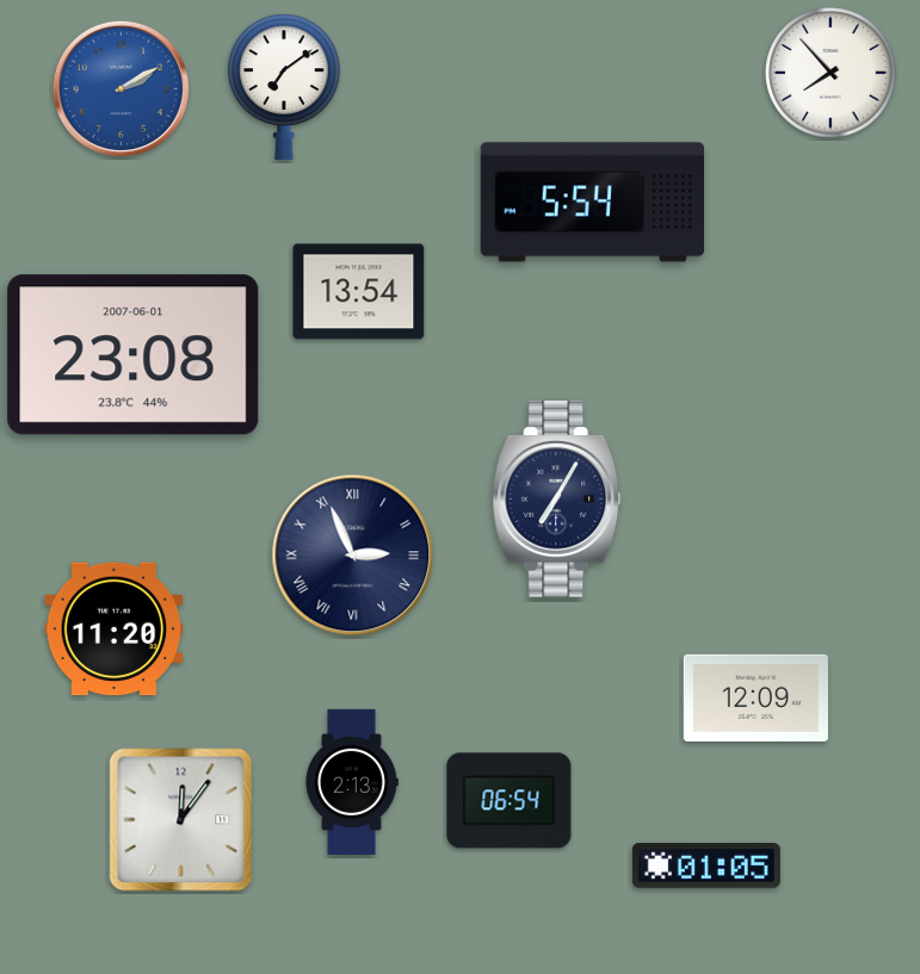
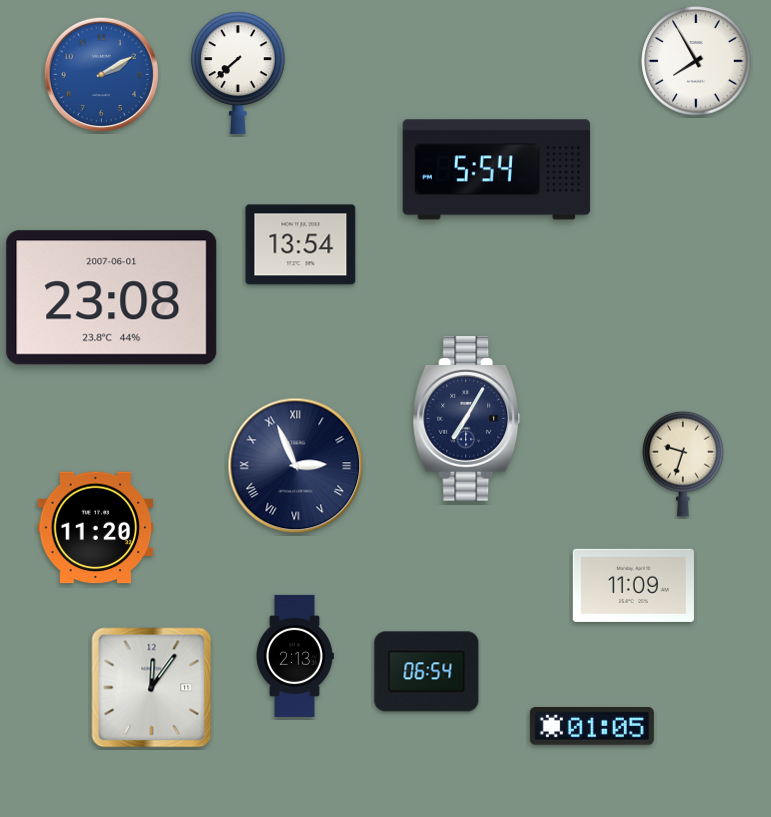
clock at (831, 73): 7:53 -> 7:55
clock at (285, 87): 7:09 -> 7:38
clock at (683, 464): none -> 9:33
clock at (755, 697): 12:09 -> 11:09
